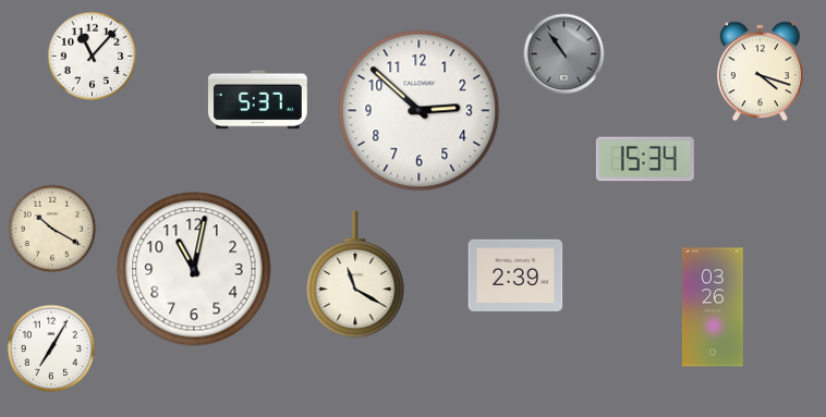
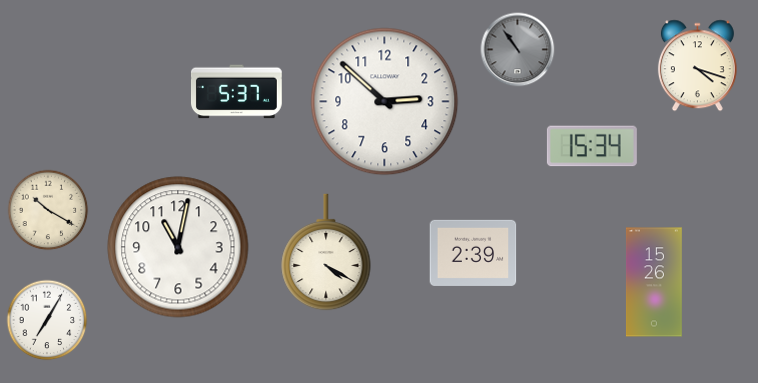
clock at (93, 57): 11:07 -> none
clock at (355, 274): 11:20 -> 4:20
clock at (713, 307): 03:26 -> 15:26
